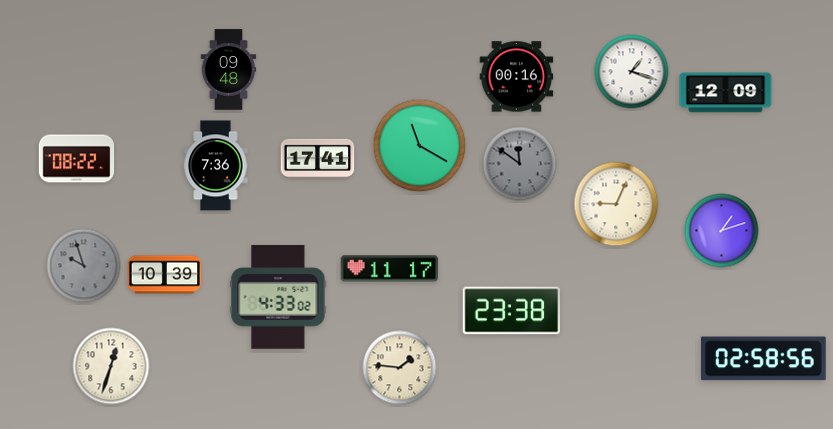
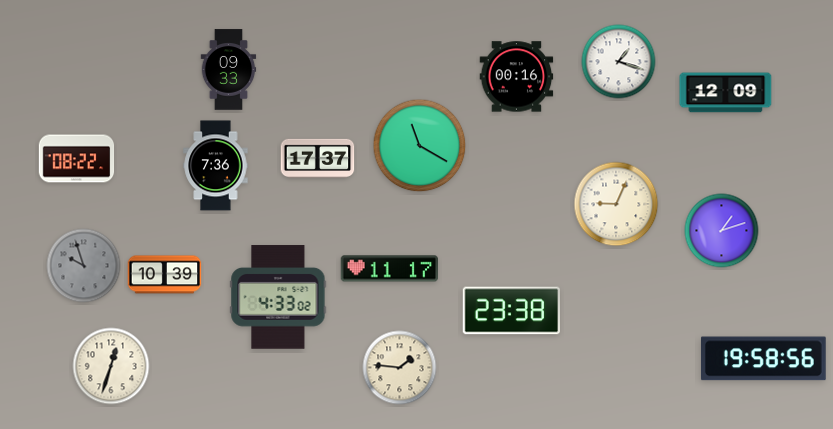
clock at (229, 70): 09:48 -> 09:33
clock at (632, 72) position: (632, 72) -> (619, 62)
clock at (318, 158): 17:41 -> 17:37
clock at (520, 164): 11:51 -> none
clock at (763, 359): 02:58 -> 19:58
